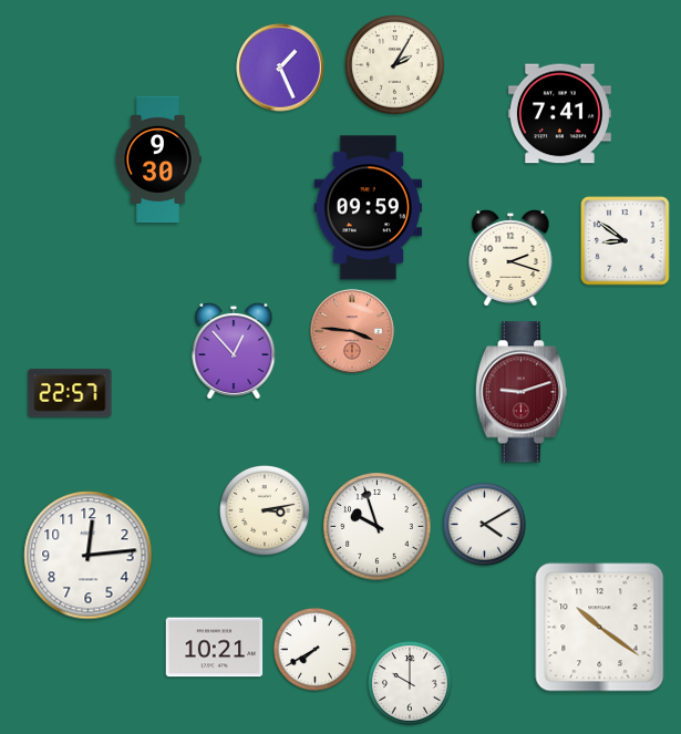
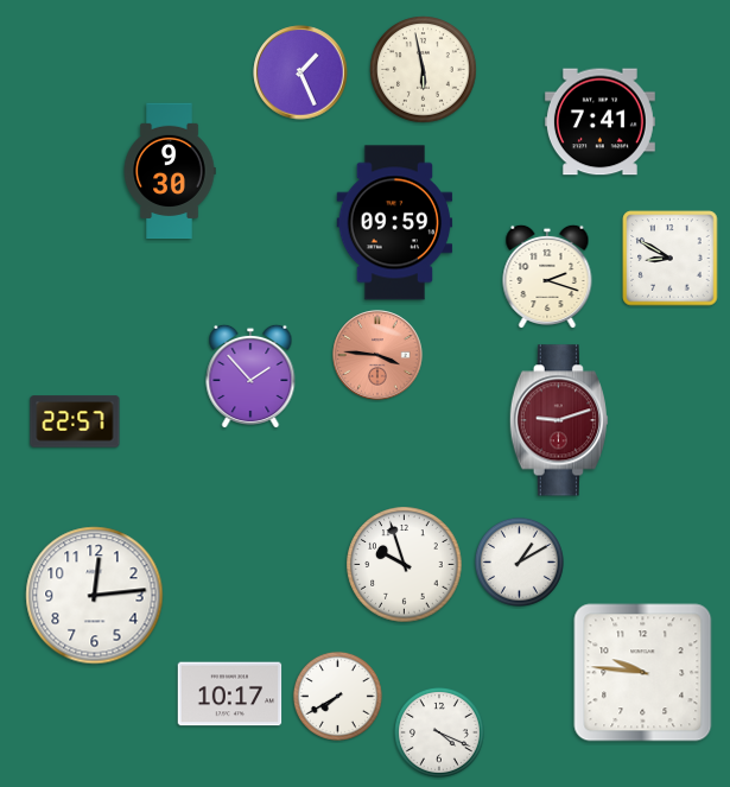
clock at (395, 65): 2:05 -> 5:58
clock at (626, 241): 8:51 -> 8:50
clock at (234, 351): 12:53 -> 1:53
clock at (266, 511): 3:13 -> none
clock at (484, 524): 4:10 -> 1:10
clock at (600, 628): 10:21 -> 9:46
clock at (215, 648): 10:21 -> 10:17
clock at (410, 683): 10:00 -> 4:19
